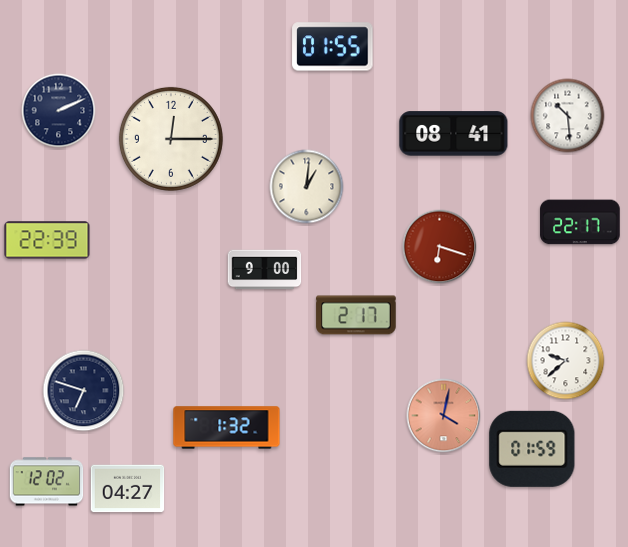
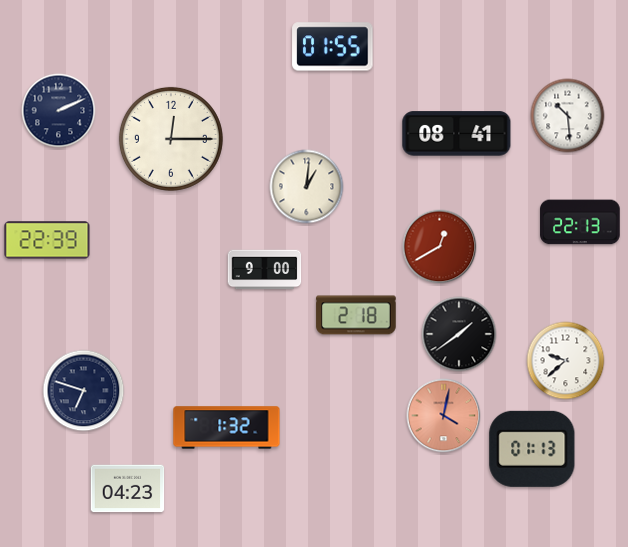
clock at (454, 134) position: (454, 134) -> (457, 134)
clock at (580, 222): 22:17 -> 22:13
clock at (440, 247): 6:18 -> 12:40
clock at (356, 315): 2:17 -> 2:18
clock at (459, 334): none -> 1:39
clock at (532, 449): 01:59 -> 01:13
clock at (47, 482): 12:02 -> none
clock at (128, 489): 04:27 -> 04:23
